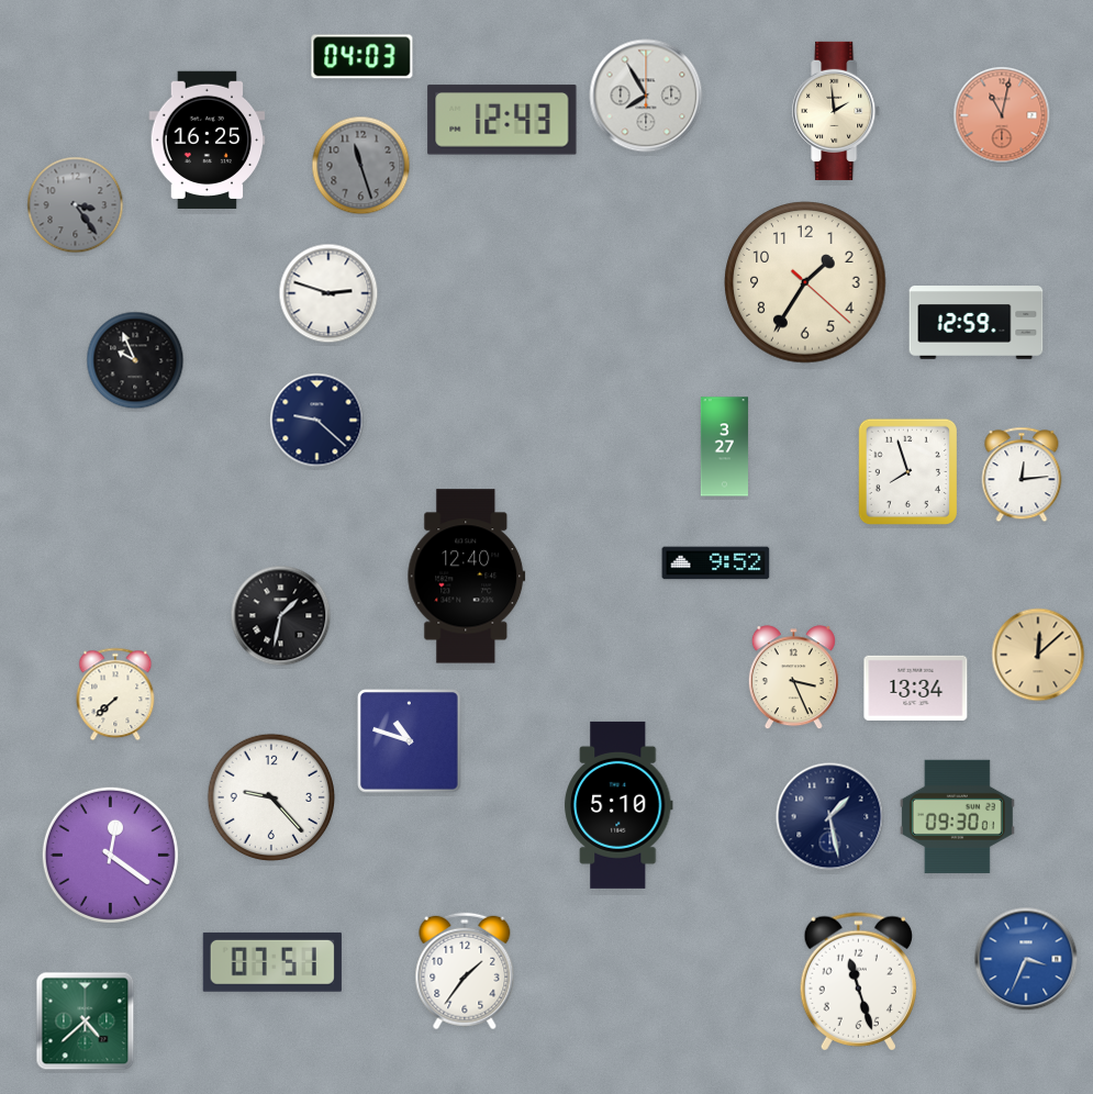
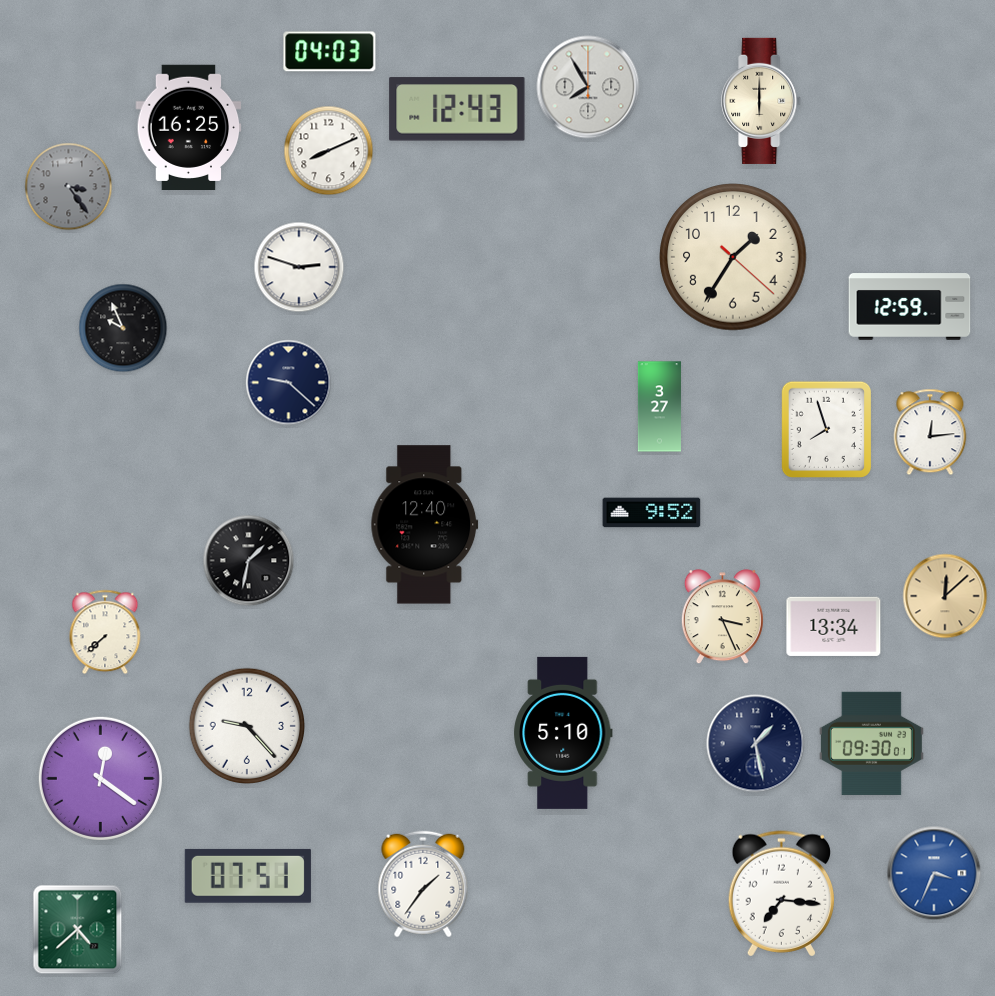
clock at (837, 111): 1:59 -> 6:00
clock at (1002, 115): 11:02 -> none
clock at (361, 166): 11:27 -> 8:11
clock at (361, 166) dial: grey -> white
clock at (977, 323) position: (977, 323) -> (910, 307)
clock at (281, 616) position: (281, 616) -> (249, 561)
clock at (410, 741): 10:48 -> none
clock at (858, 982): 11:27 -> 7:16
